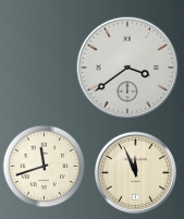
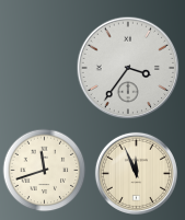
clock at (127, 68): 3:39 -> 3:36
clock at (45, 167) position: (45, 167) -> (45, 171)
